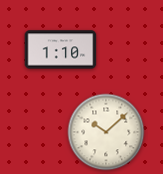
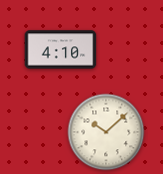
clock at (61, 50): 1:10 -> 4:10
